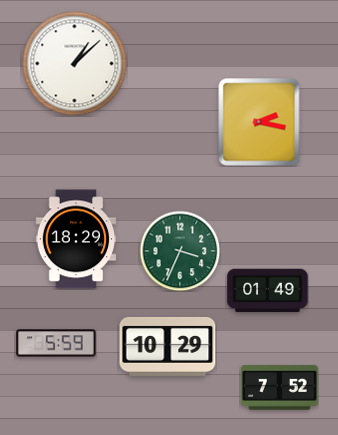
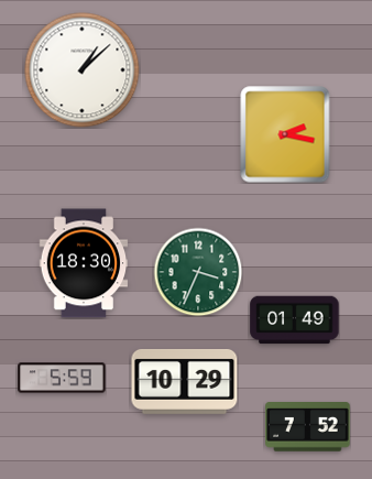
clock at (76, 239): 18:29 -> 18:30
clock at (180, 251) position: (180, 251) -> (198, 272)
